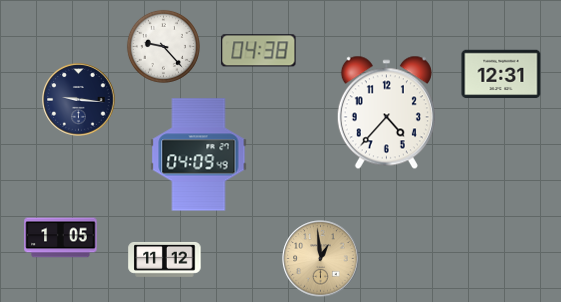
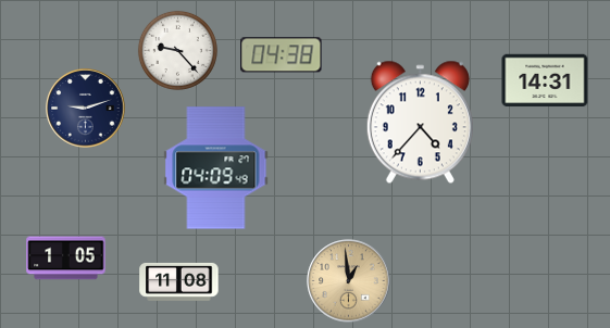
clock at (501, 74): 12:31 -> 14:31
clock at (79, 100): 9:16 -> 9:12
clock at (165, 259): 11:12 -> 11:08
